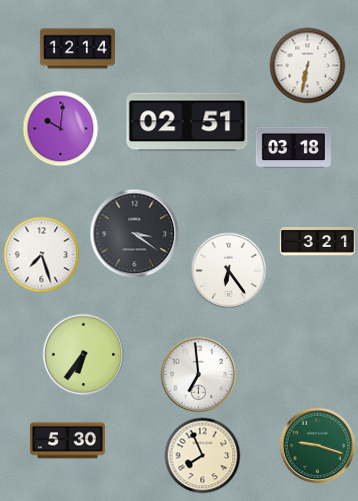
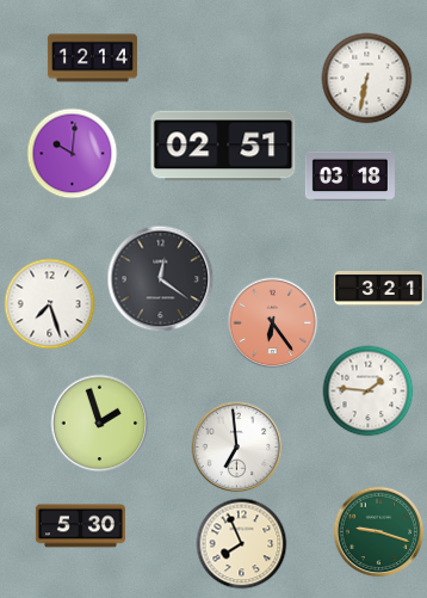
clock at (135, 234): 3:21 -> 12:21
clock at (229, 271) dial: white -> salmon
clock at (369, 392): none -> 1:46
clock at (84, 355): 6:36 -> 1:57
